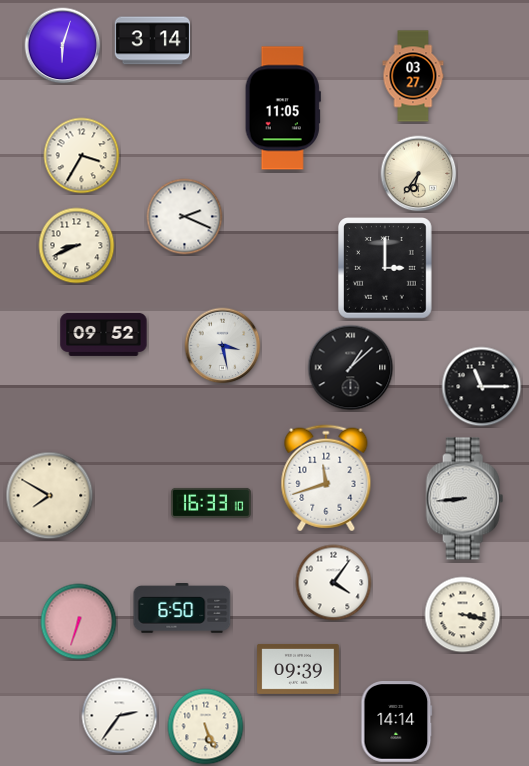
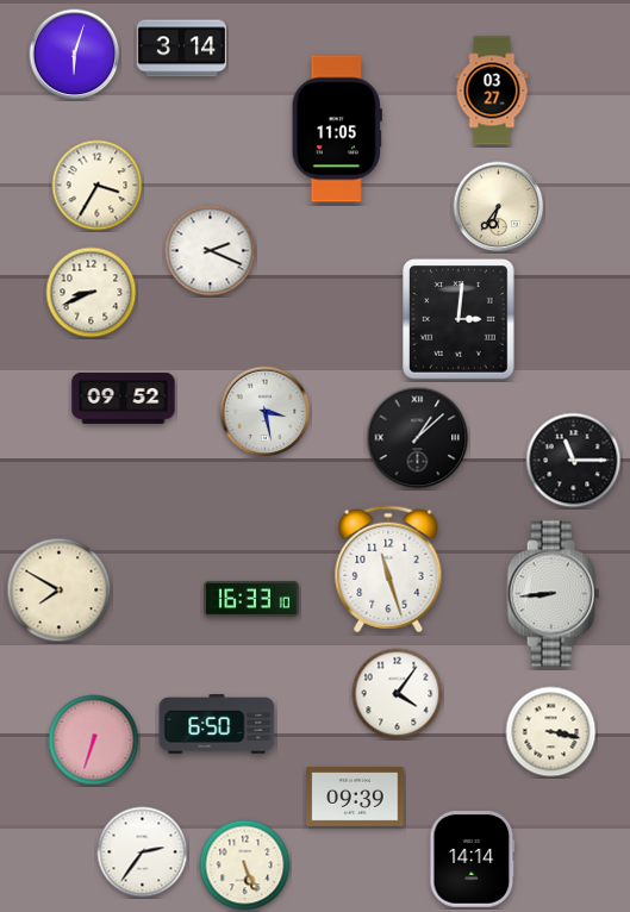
clock at (185, 217) position: (185, 217) -> (211, 251)
clock at (386, 269): 3:00 -> 3:01
clock at (326, 478): 11:42 -> 11:27
